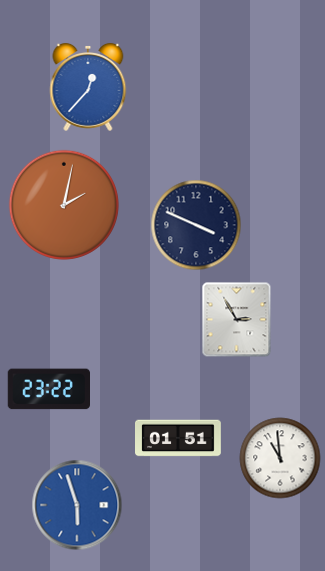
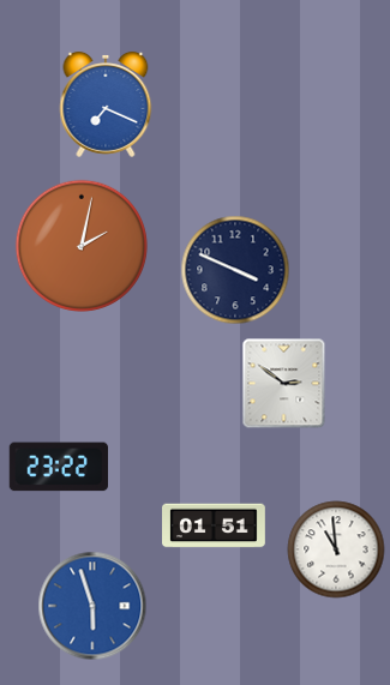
clock at (88, 87): 12:37 -> 7:19
clock at (64, 205) position: (64, 205) -> (82, 246)
clock at (237, 320): 2:55 -> 2:51
